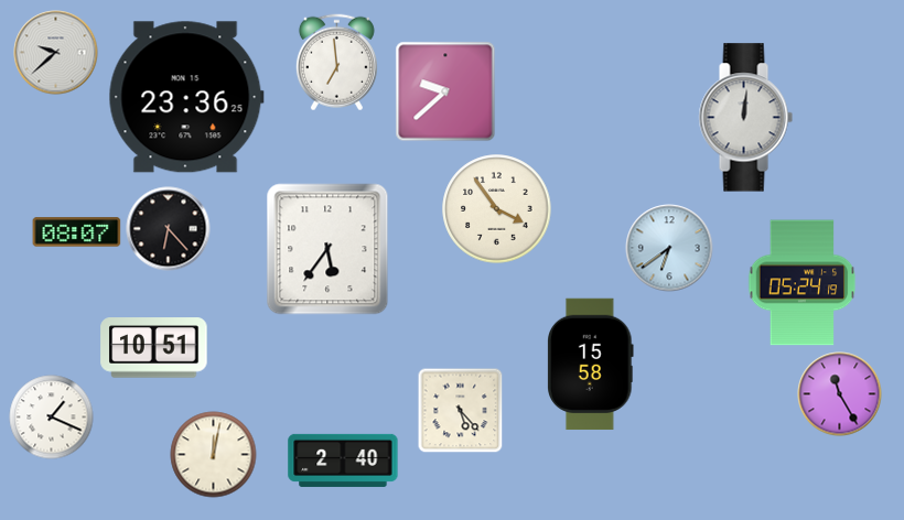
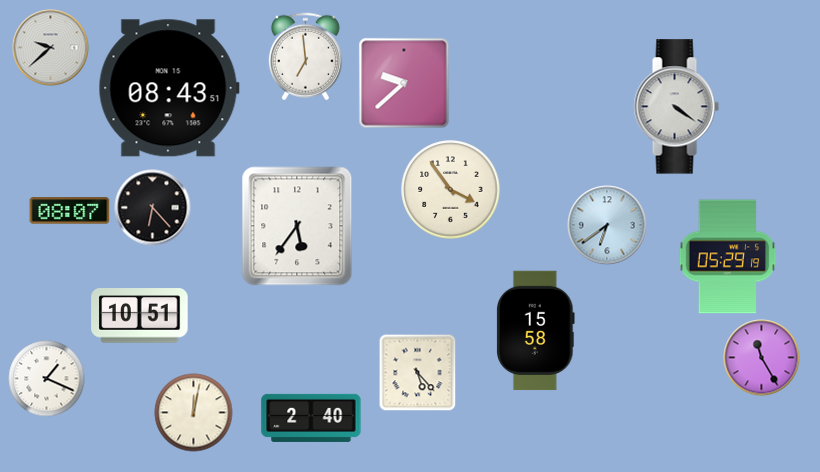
clock at (186, 97): 23:36 -> 08:43
clock at (745, 118): 12:01 -> 4:21
clock at (803, 283): 05:24 -> 05:29
